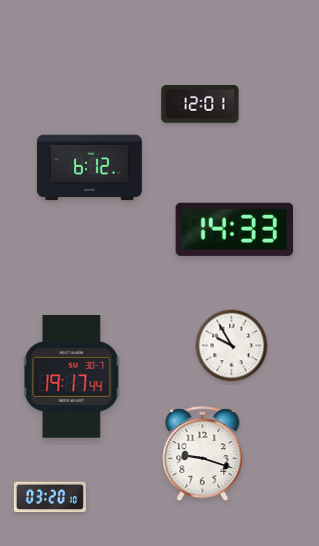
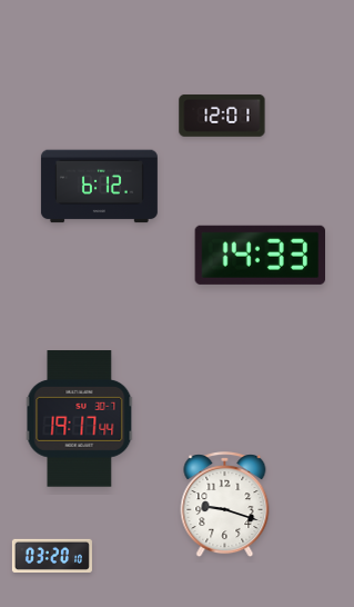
clock at (232, 346): 9:55 -> none
clock at (50, 496) position: (50, 496) -> (52, 555)
